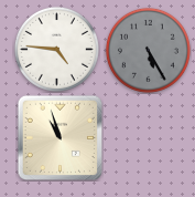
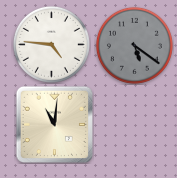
clock at (148, 50): 5:25 -> 5:21
clock at (59, 137): 10:57 -> 11:01
